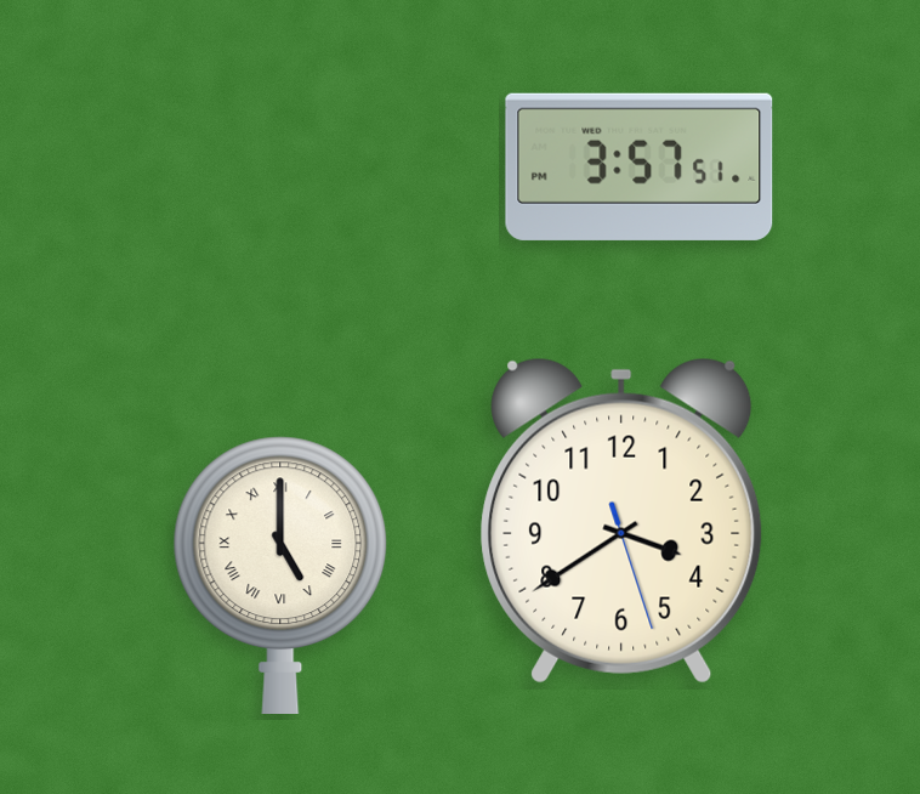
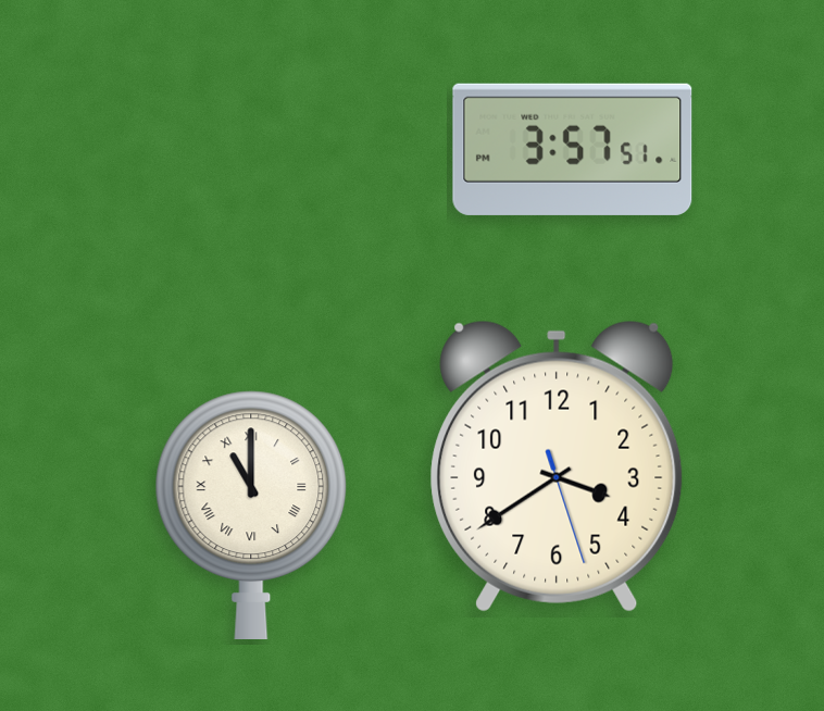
clock at (280, 574): 5:00 -> 11:00
